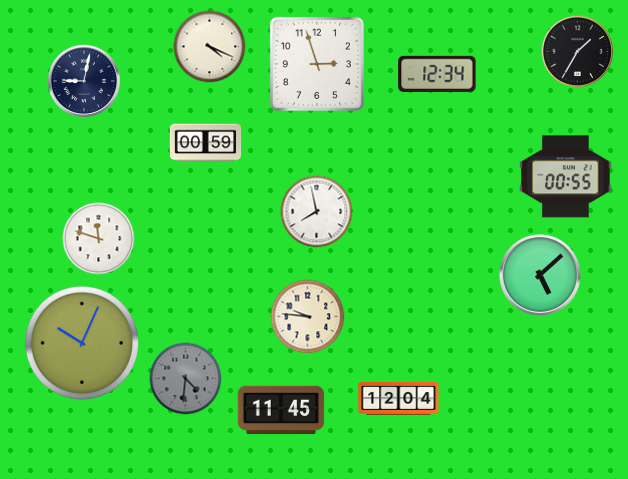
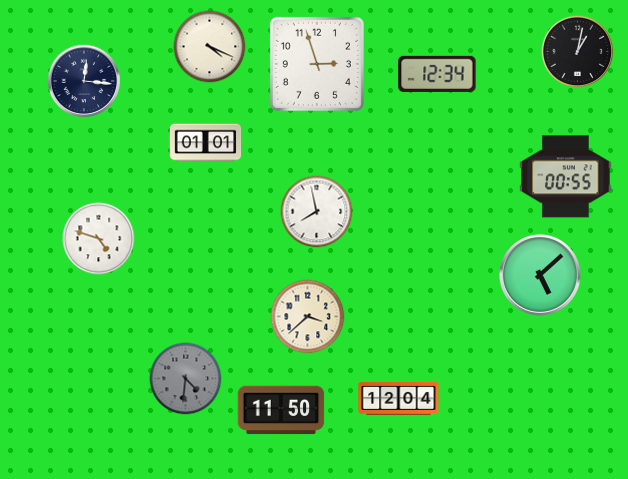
clock at (578, 52): 1:35 -> 1:02
clock at (84, 81): 9:02 -> 12:16
clock at (206, 143): 00:59 -> 01:01
clock at (99, 239): 11:48 -> 4:48
clock at (308, 317): 9:46 -> 3:38
clock at (82, 343): 10:04 -> none
clock at (281, 410): 11:45 -> 11:50
